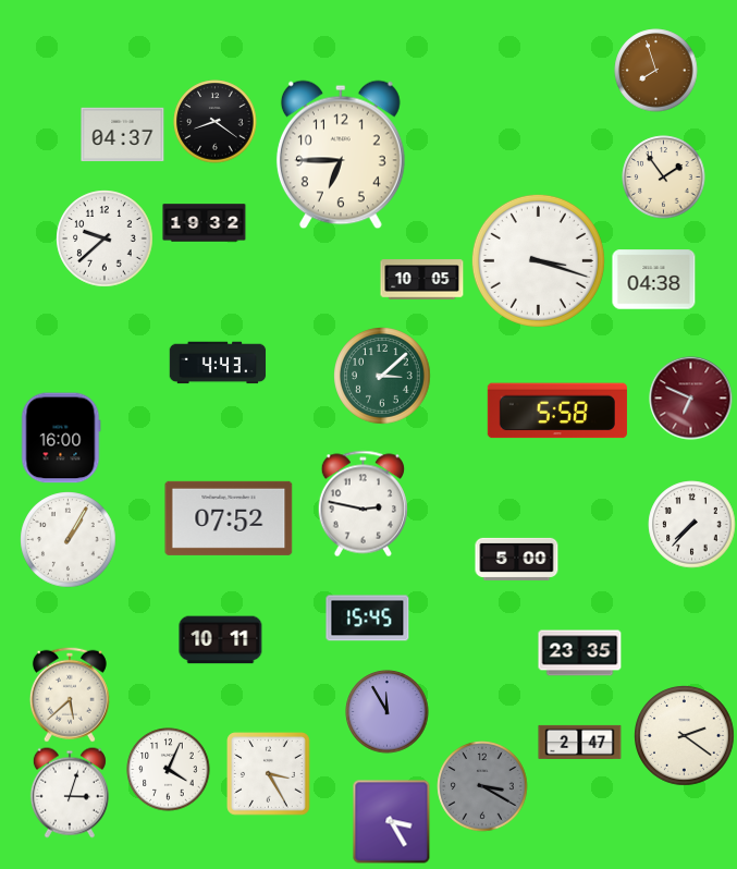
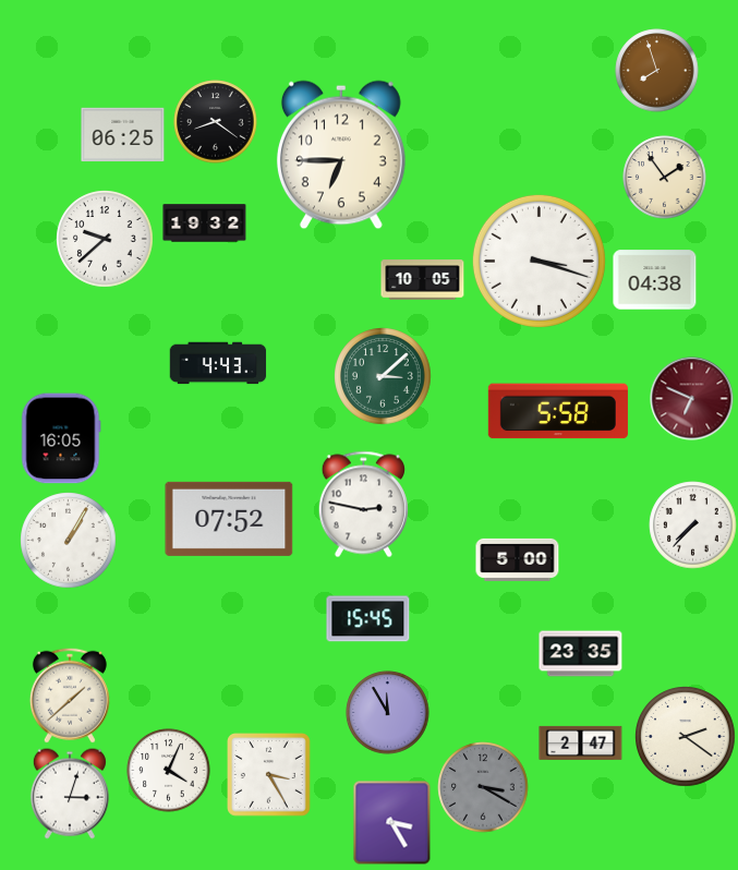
clock at (123, 135): 04:37 -> 06:25
clock at (61, 438): 16:00 -> 16:05
clock at (221, 640): 10:11 -> none
clock at (70, 695): 5:38 -> 1:38
